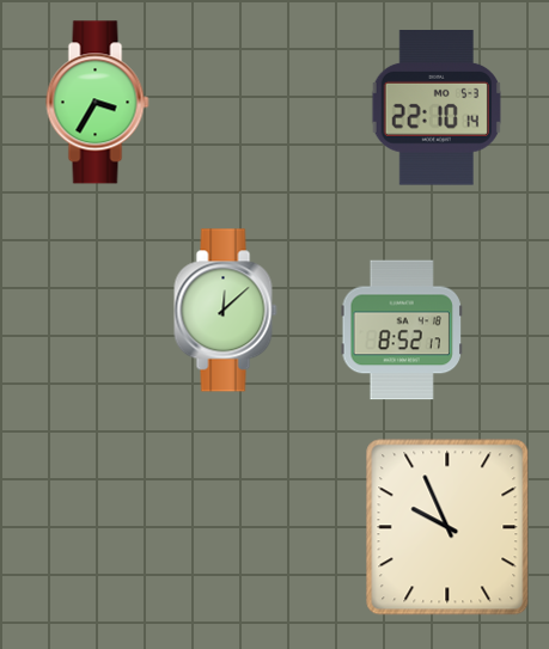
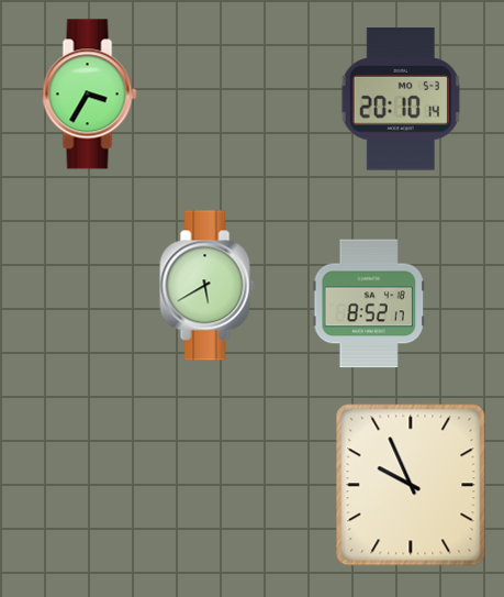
clock at (437, 108): 22:10 -> 20:10
clock at (226, 311): 12:08 -> 5:40
